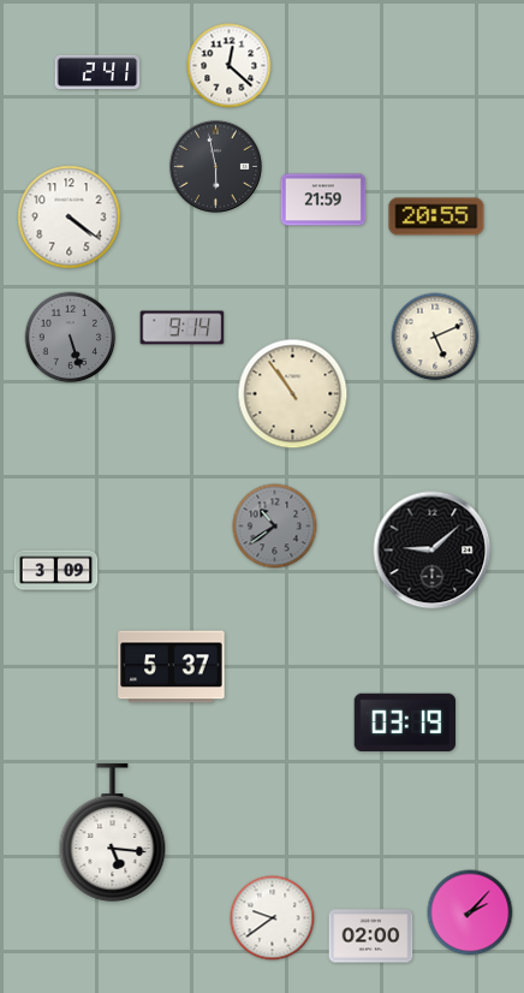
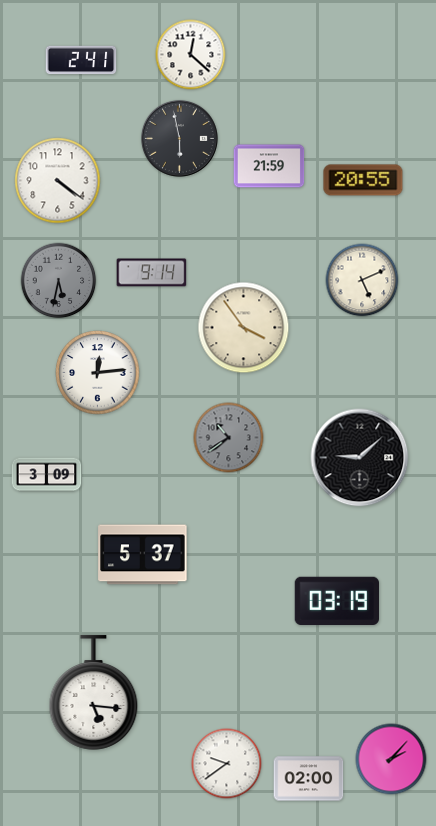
clock at (71, 338): 5:27 -> 5:32
clock at (293, 394): 10:54 -> 3:54
clock at (98, 373): none -> 12:14
